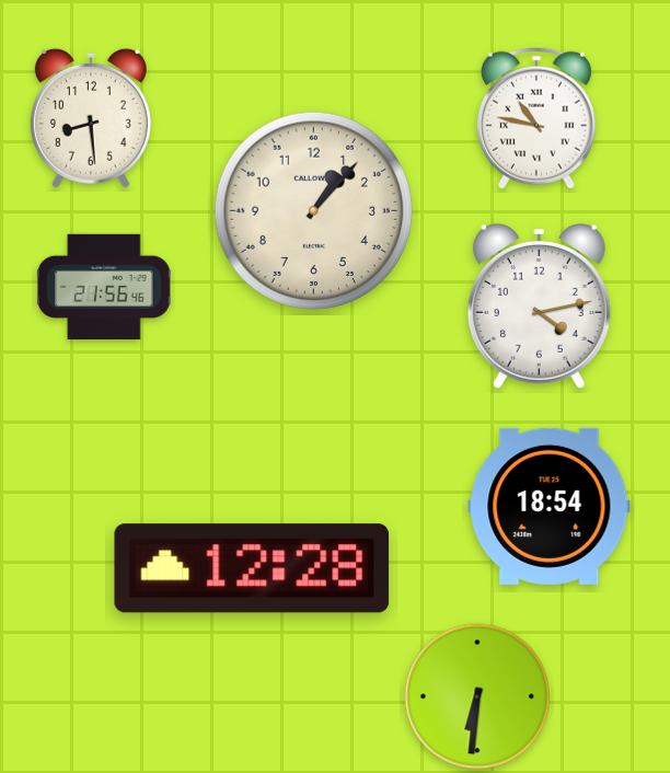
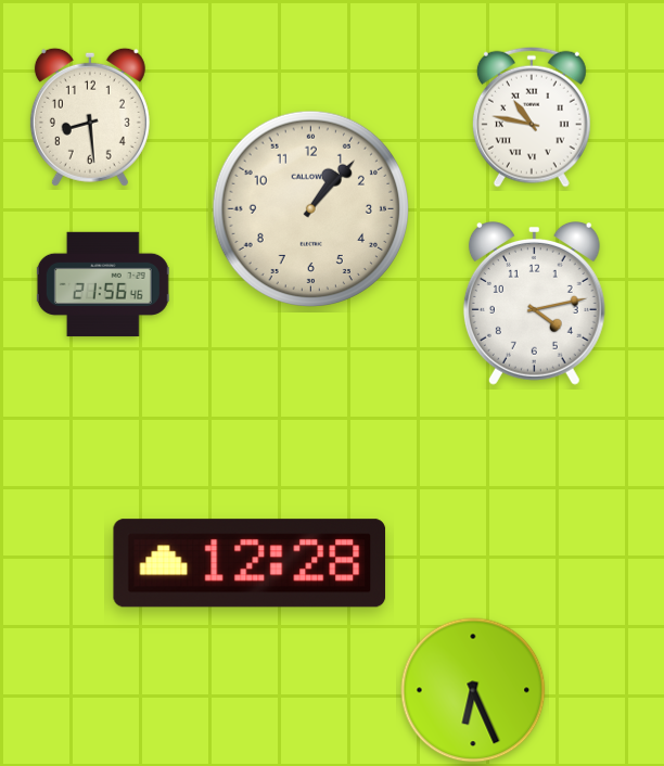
clock at (550, 506): 18:54 -> none
clock at (477, 696): 6:31 -> 6:26
